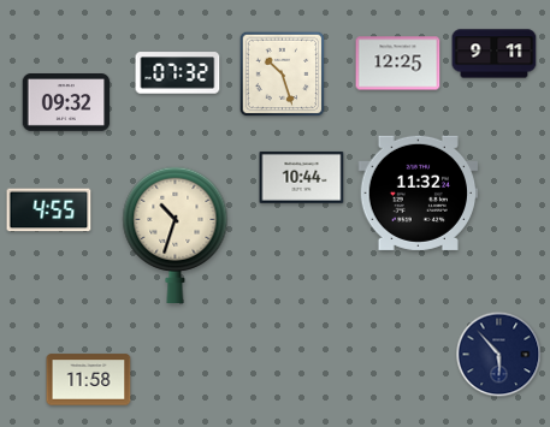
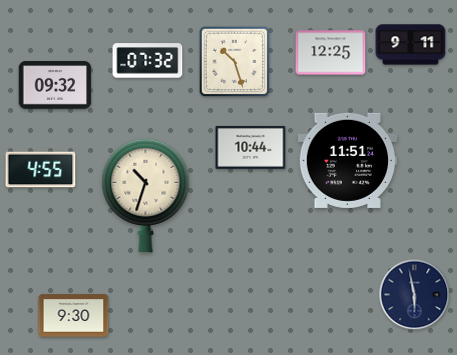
clock at (419, 192): 11:32 -> 11:51
clock at (49, 210) position: (49, 210) -> (41, 170)
clock at (499, 355): 5:53 -> 5:58
clock at (89, 380): 11:58 -> 9:30
